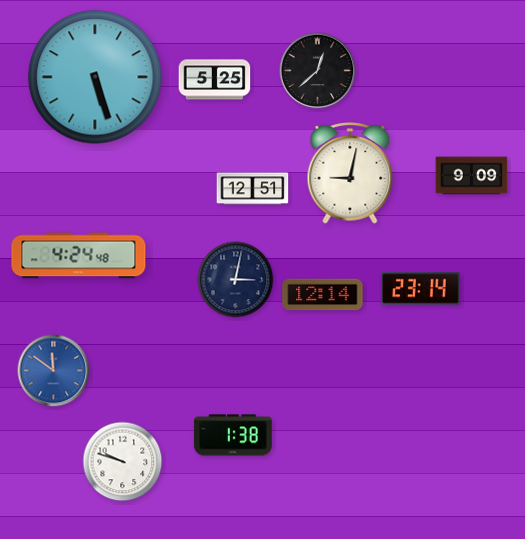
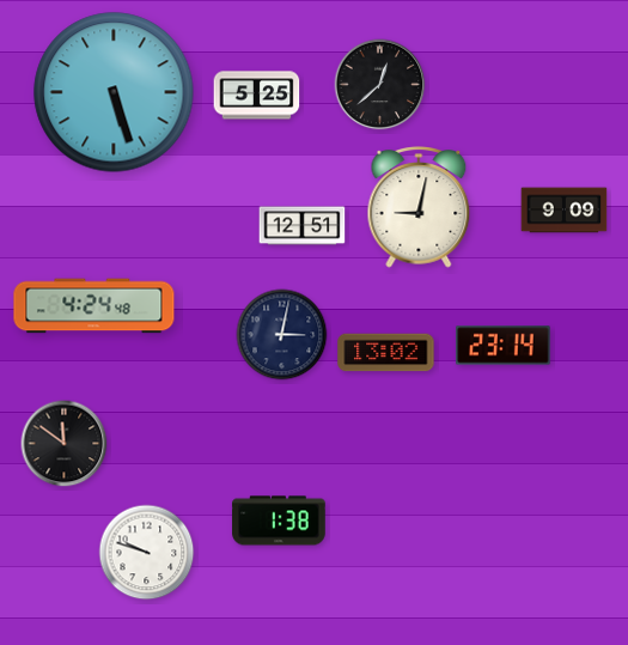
clock at (323, 295): 12:14 -> 13:02
clock at (54, 371) dial: blue -> black
